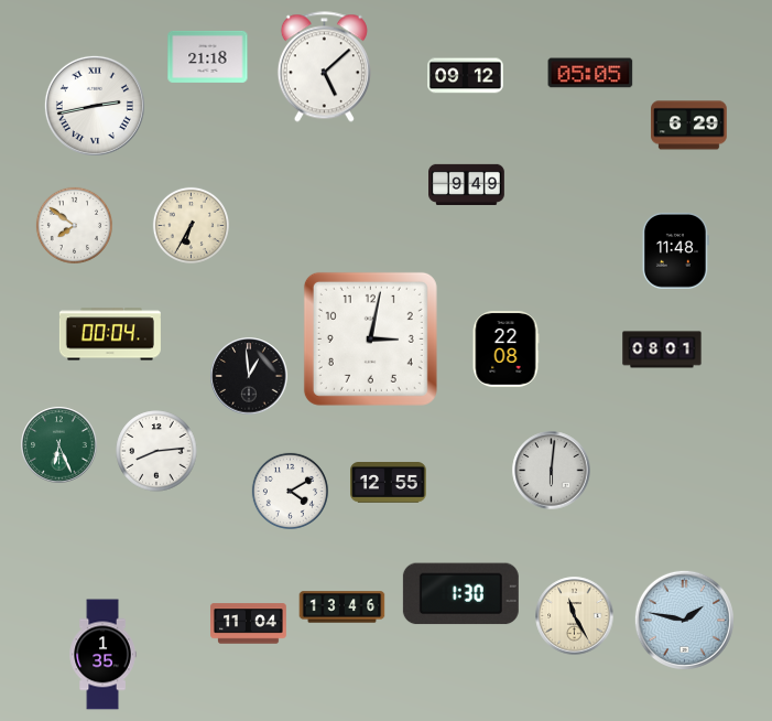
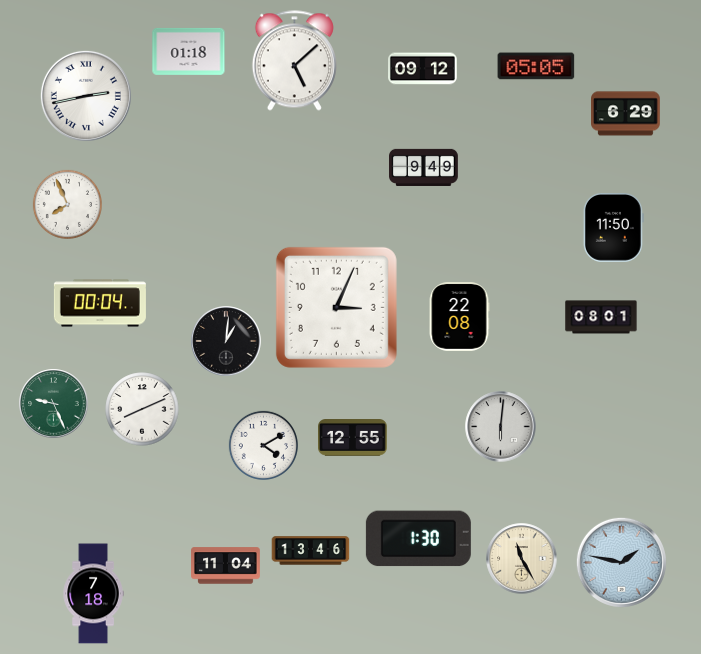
clock at (208, 56): 21:18 -> 01:18
clock at (74, 225): 7:51 -> 7:56
clock at (191, 225): 6:35 -> none
clock at (675, 251): 11:48 -> 11:50
clock at (370, 338): 3:02 -> 3:04
clock at (249, 376): 12:59 -> 1:01
clock at (59, 445): 6:26 -> 9:26
clock at (156, 451): 8:14 -> 8:11
clock at (102, 655): 1:35 -> 7:18
